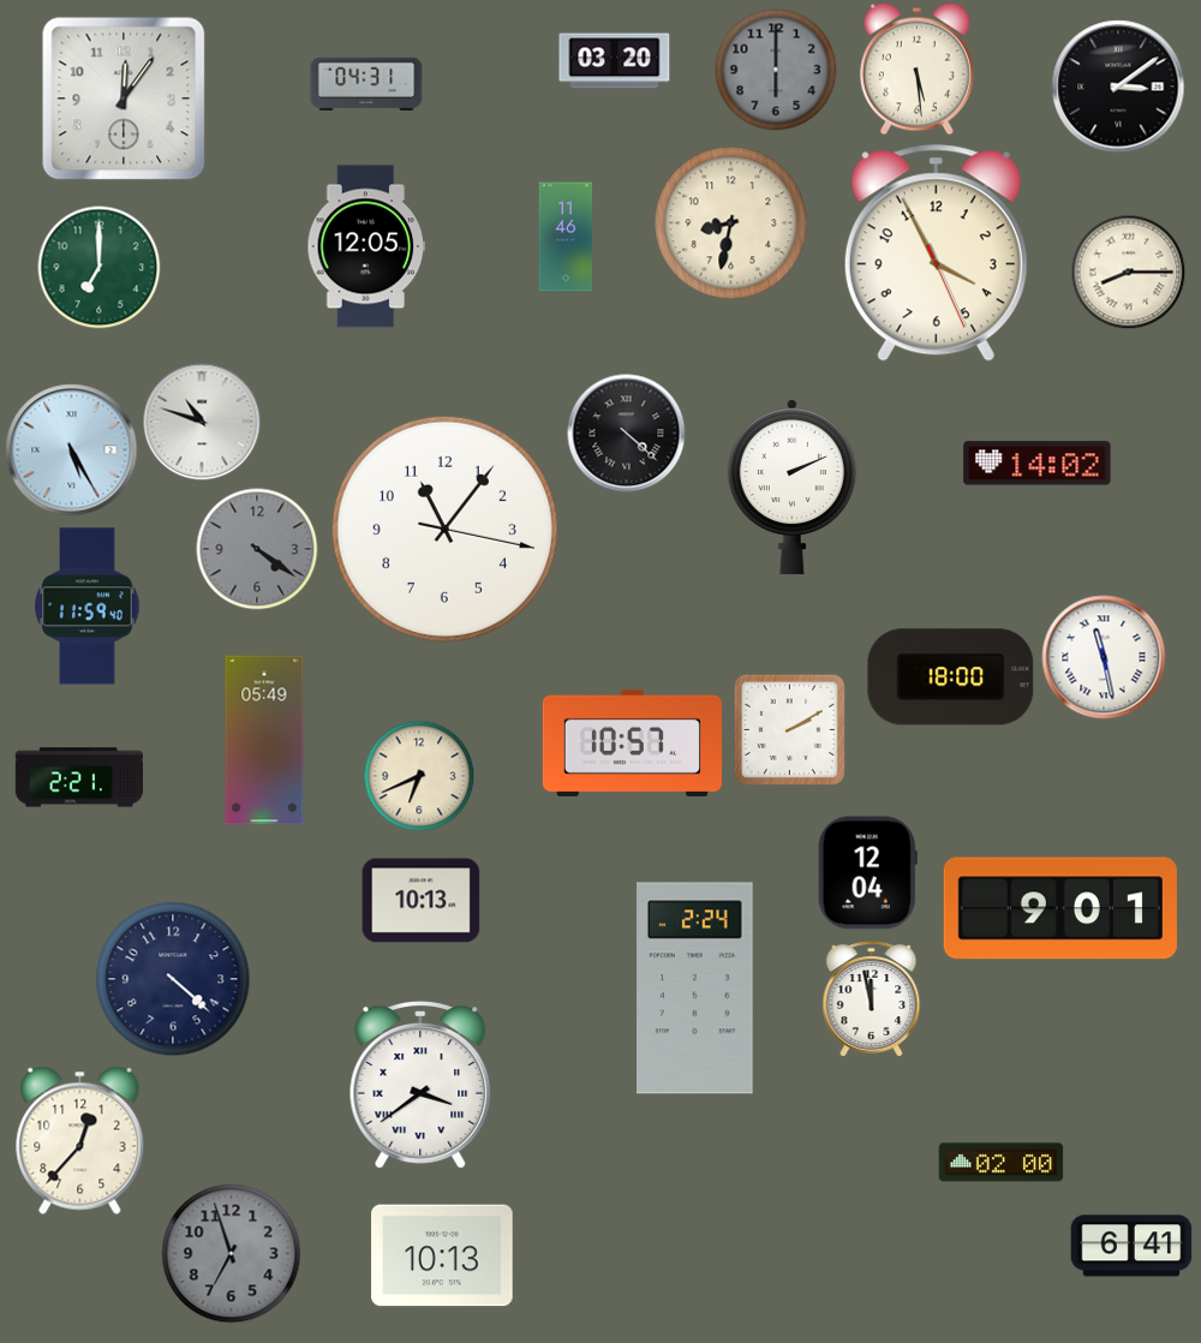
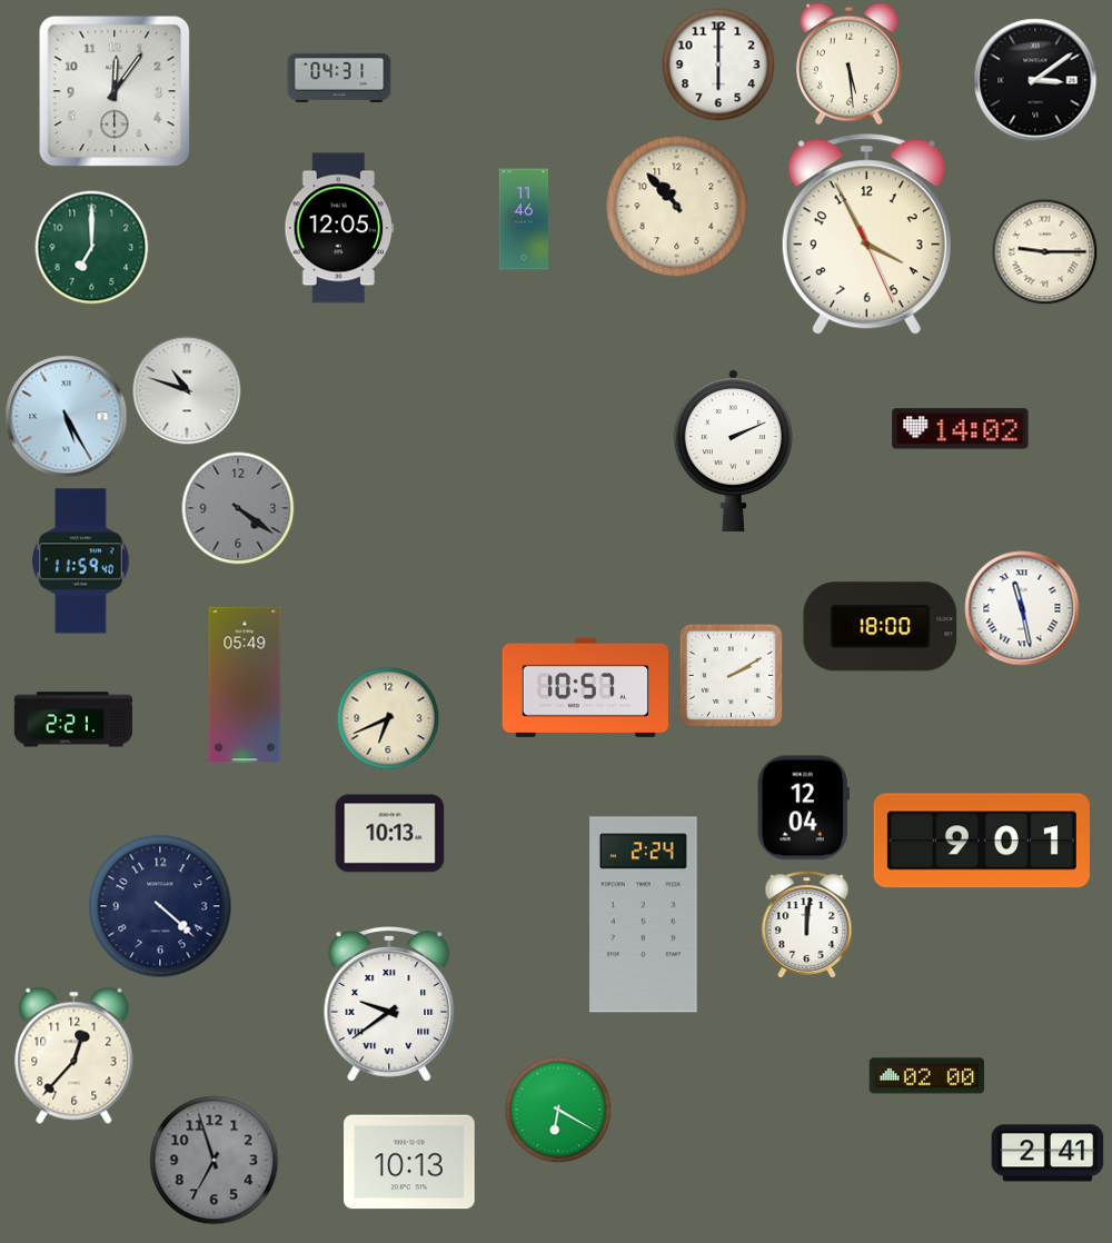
clock at (615, 61): 03:20 -> none
clock at (776, 70) dial: grey -> white
clock at (731, 223): 8:32 -> 10:53
clock at (1128, 271): 8:15 -> 9:15
clock at (627, 434): 4:22 -> none
clock at (444, 529): 11:06 -> none
clock at (872, 999): 11:58 -> 12:01
clock at (420, 1086): 3:39 -> 9:39
clock at (558, 1110): none -> 6:20
clock at (1131, 1246): 6:41 -> 2:41
